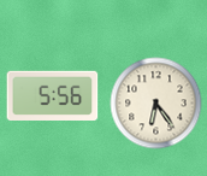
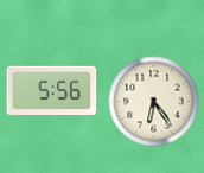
clock at (53, 95) position: (53, 95) -> (52, 90)
